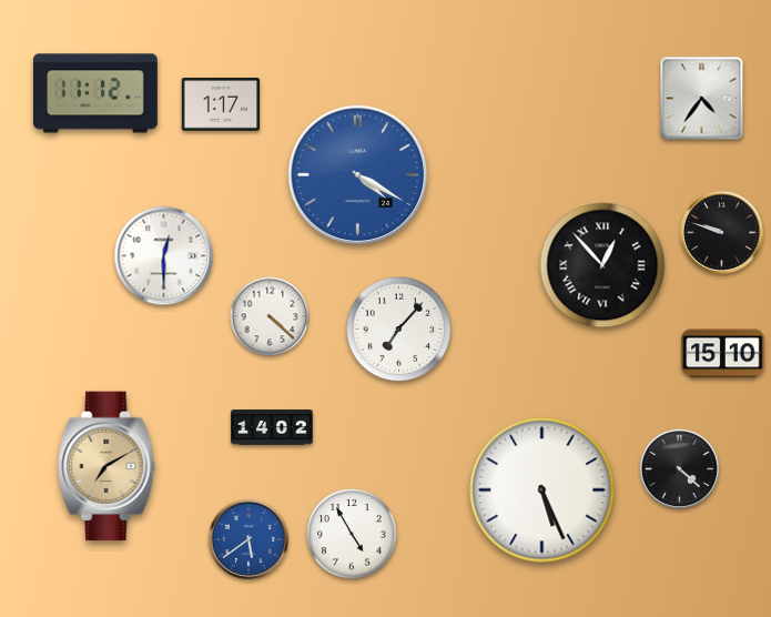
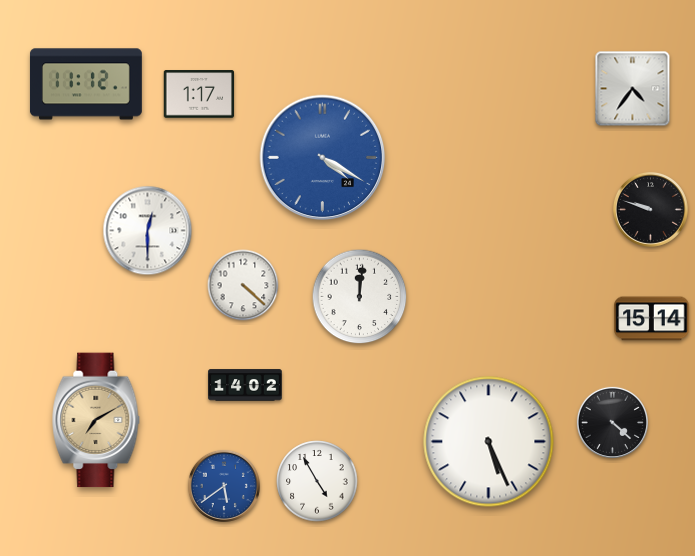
clock at (602, 265): 12:53 -> none
clock at (399, 330): 7:07 -> 12:01
clock at (723, 354): 15:10 -> 15:14
